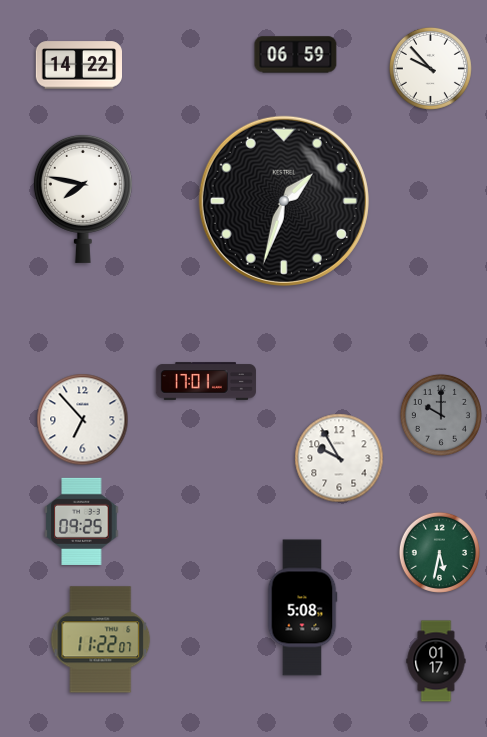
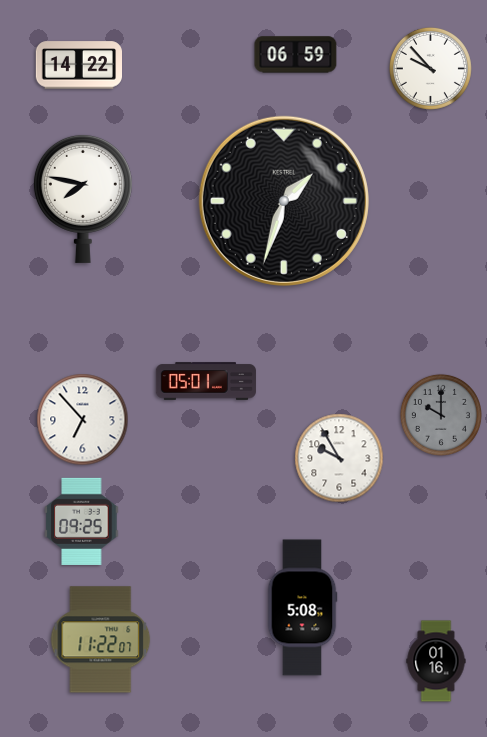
clock at (206, 381): 17:01 -> 05:01
clock at (439, 552): 5:32 -> none
clock at (436, 661): 01:17 -> 01:16
